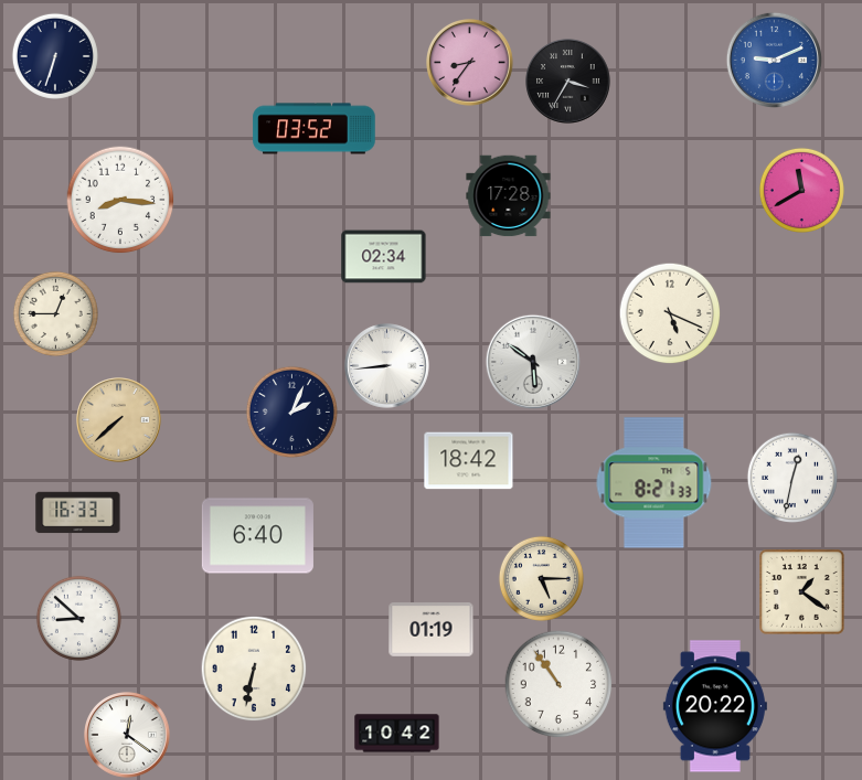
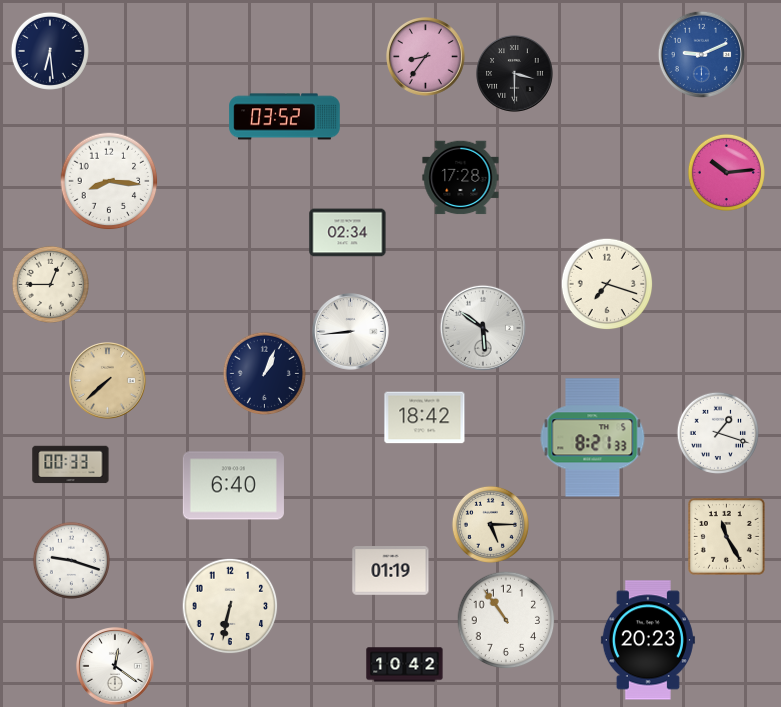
clock at (55, 56): 6:33 -> 6:29
clock at (568, 82): 3:35 -> 3:30
clock at (801, 190): 11:40 -> 10:14
clock at (670, 313): 5:19 -> 7:18
clock at (291, 412): 2:04 -> 1:04
clock at (792, 478): 12:32 -> 1:18
clock at (78, 513): 16:33 -> 00:33
clock at (801, 591): 1:21 -> 11:25
clock at (78, 618): 8:52 -> 9:18
clock at (715, 706): 20:22 -> 20:23
clock at (397, 734) position: (397, 734) -> (405, 665)
